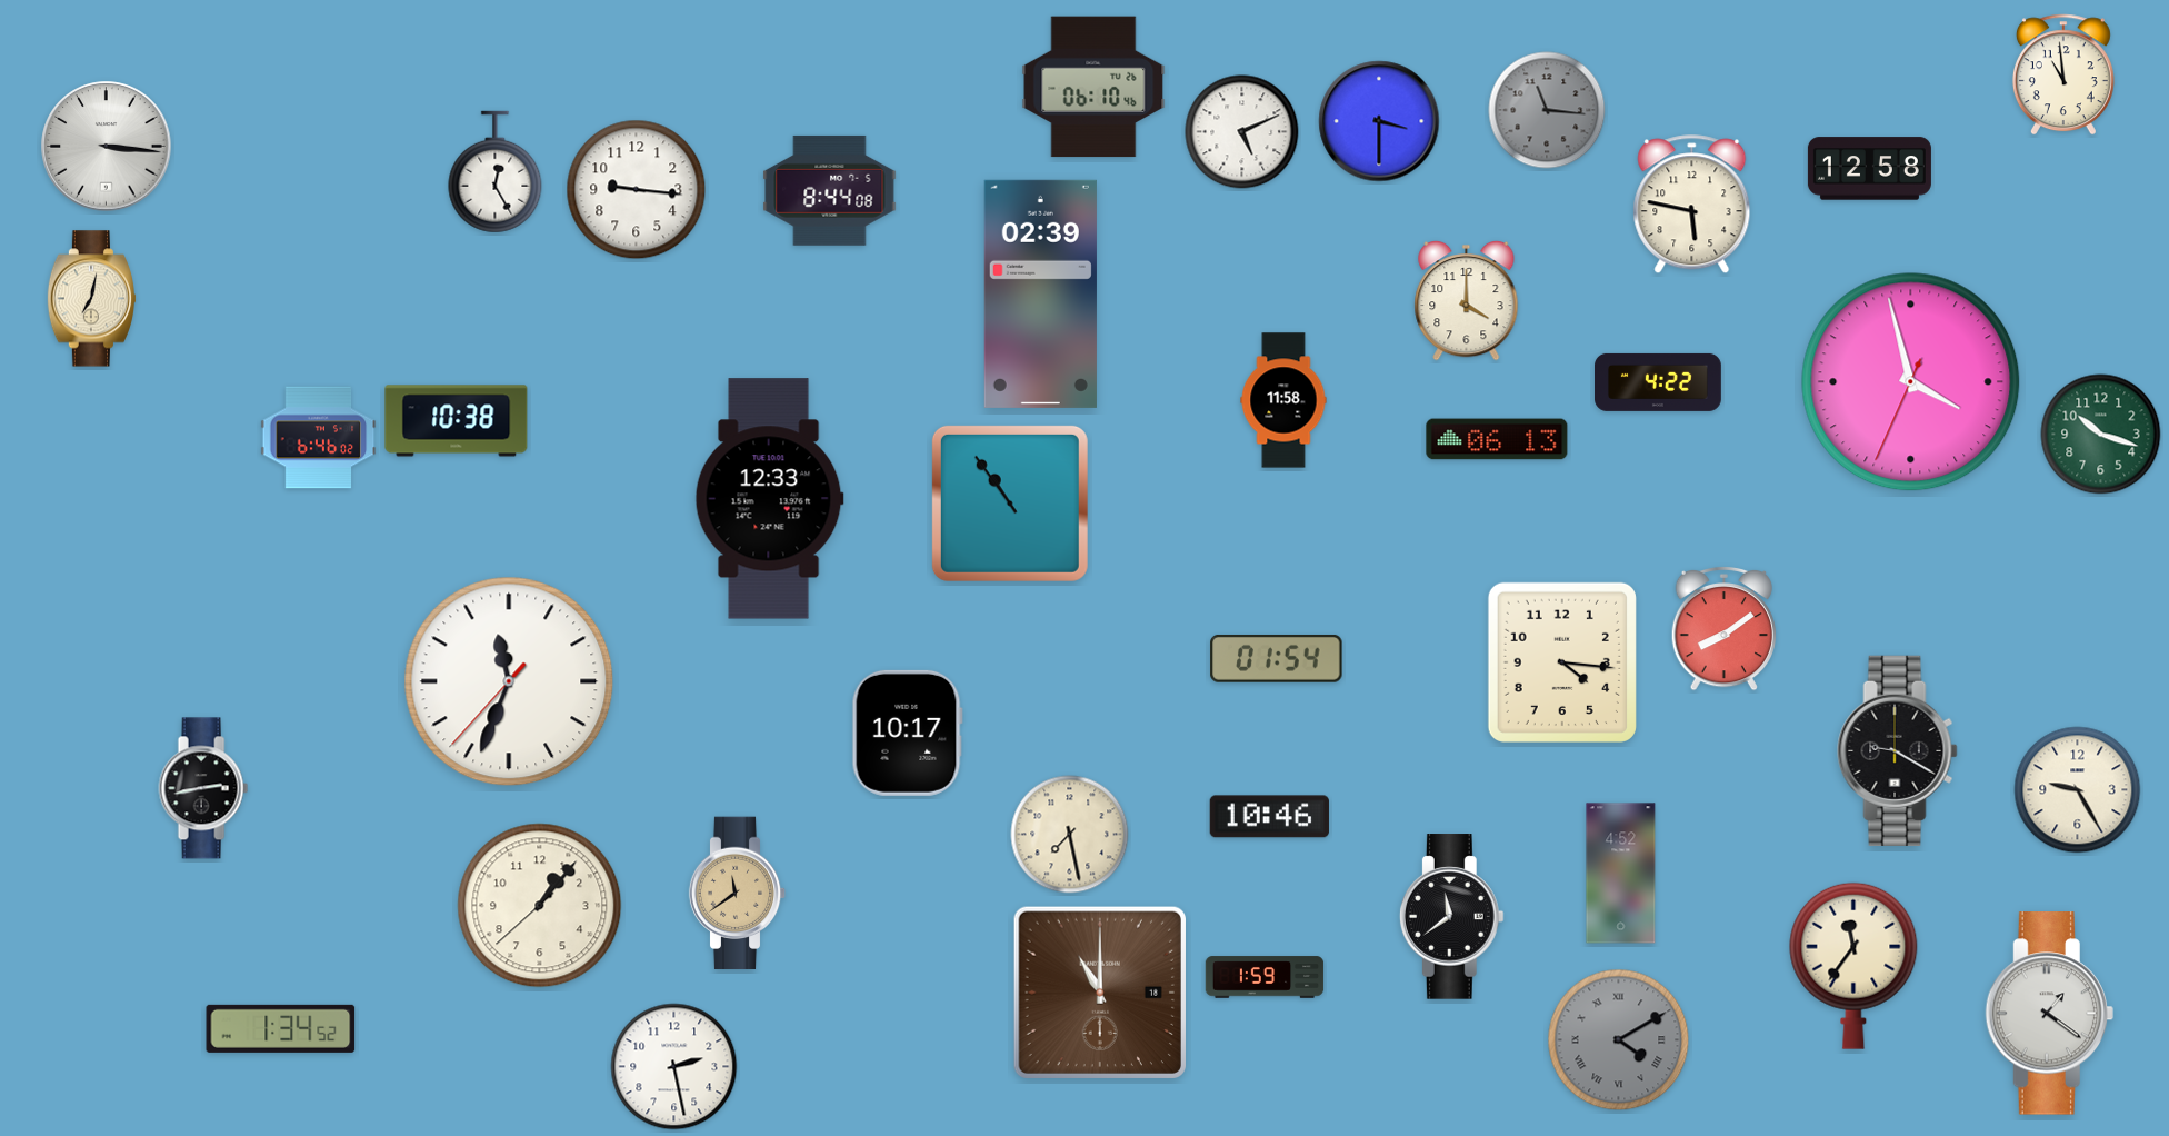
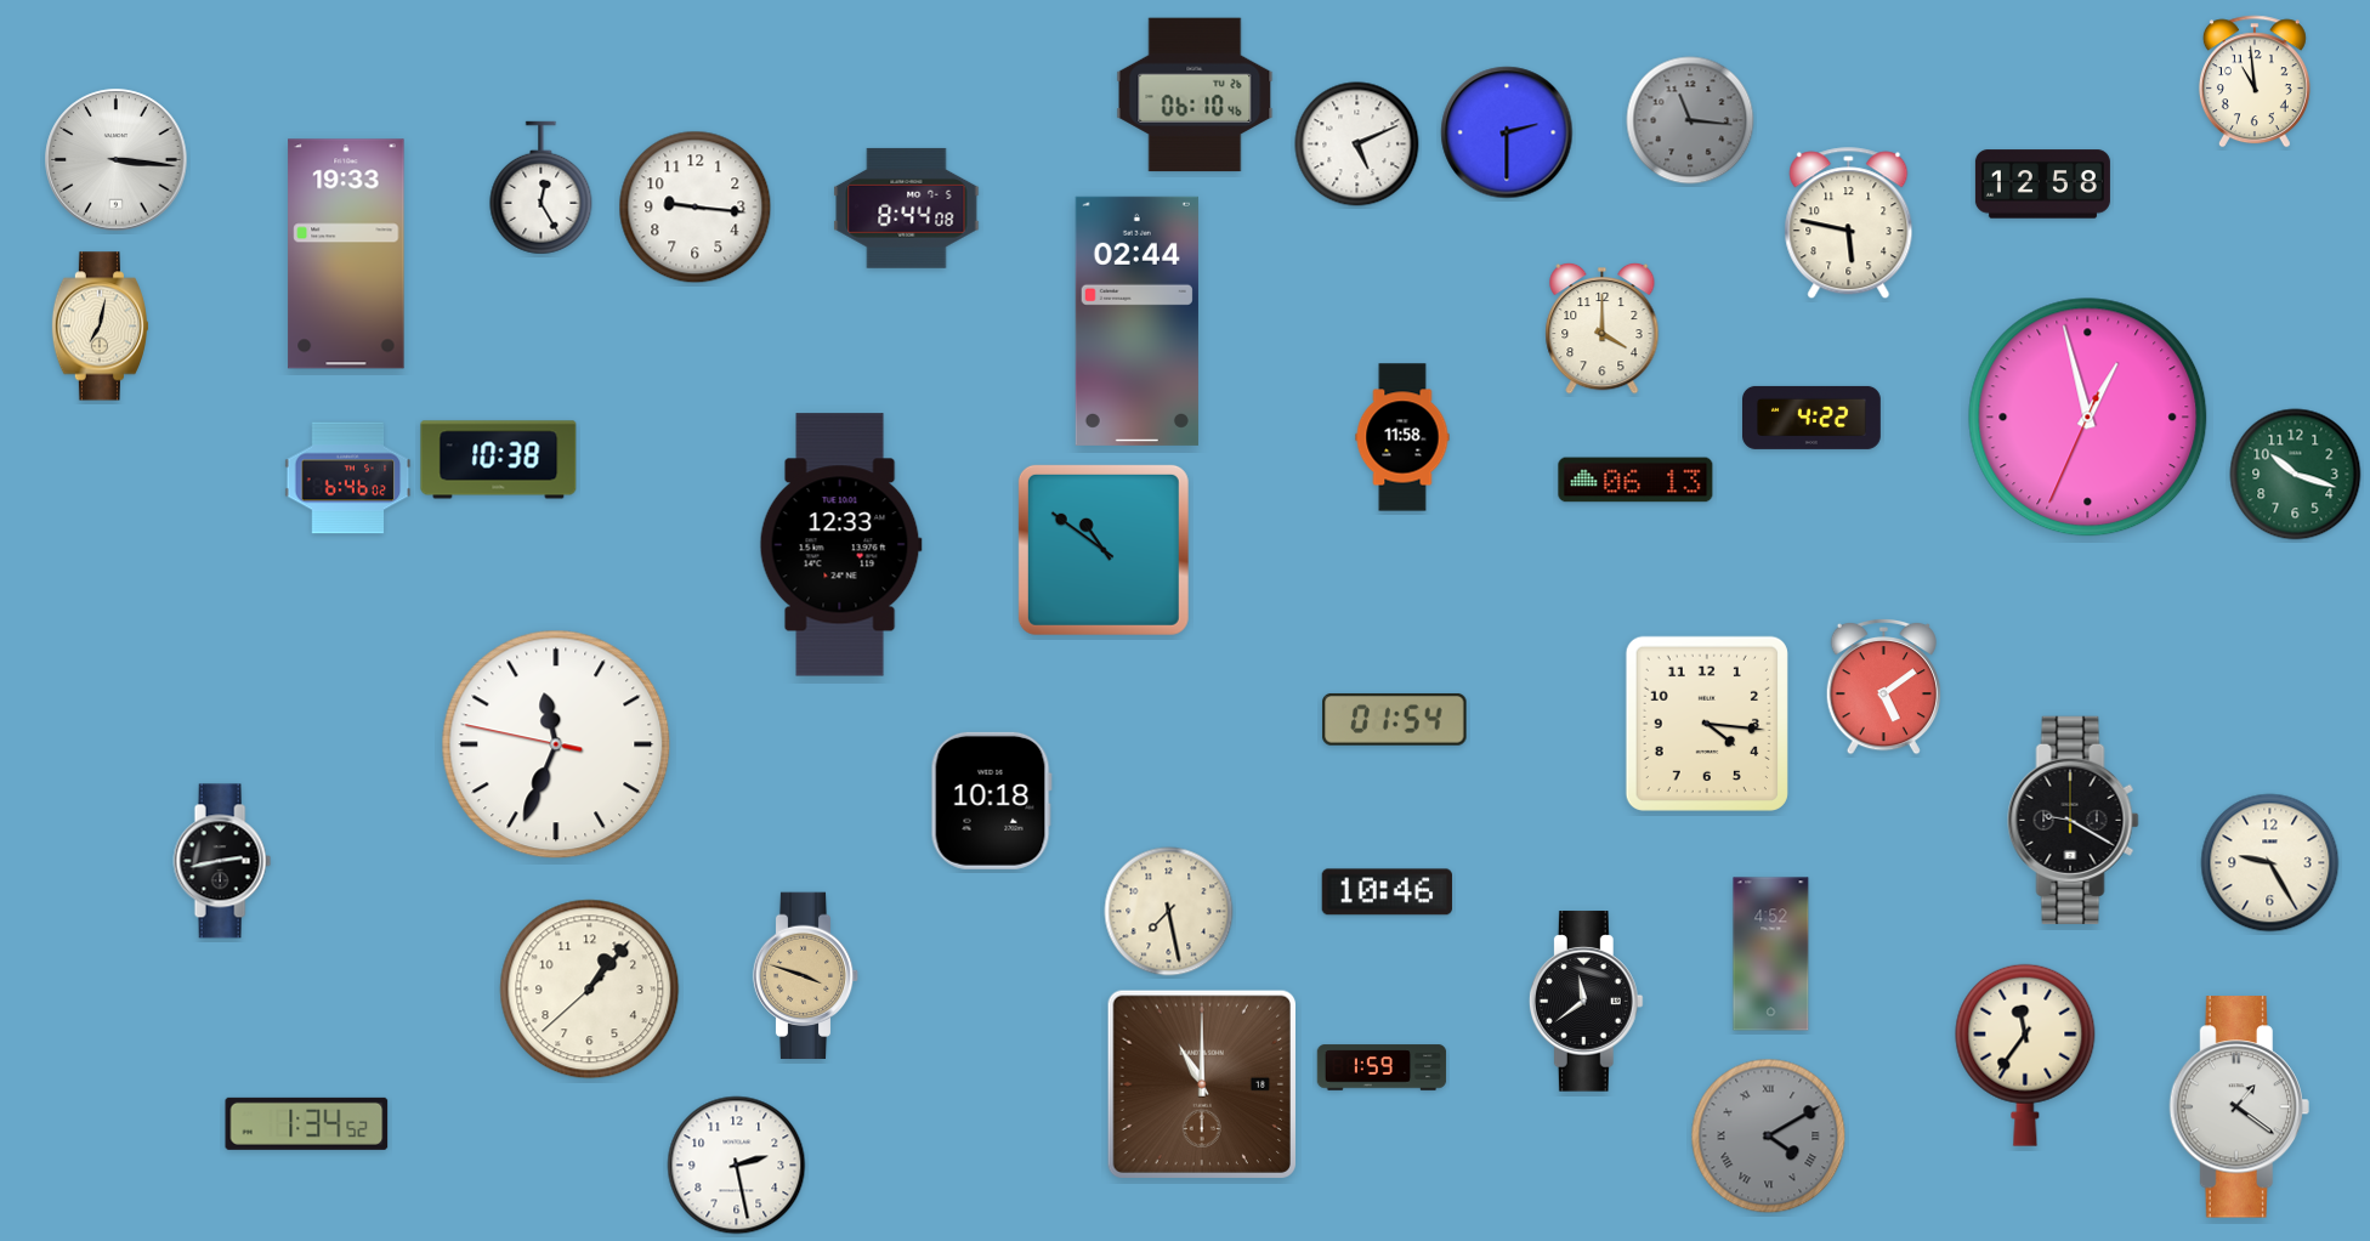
clock at (1379, 121): 3:30 -> 2:30
clock at (346, 254): none -> 19:33
clock at (1040, 293): 02:39 -> 02:44
clock at (1911, 382): 3:57 -> 12:57
clock at (1010, 504): 10:54 -> 10:51
clock at (1723, 628): 8:09 -> 5:09
clock at (509, 681): 11:33:37 -> 11:33:47
clock at (907, 733): 10:17 -> 10:18
clock at (738, 894): 11:39 -> 3:48
